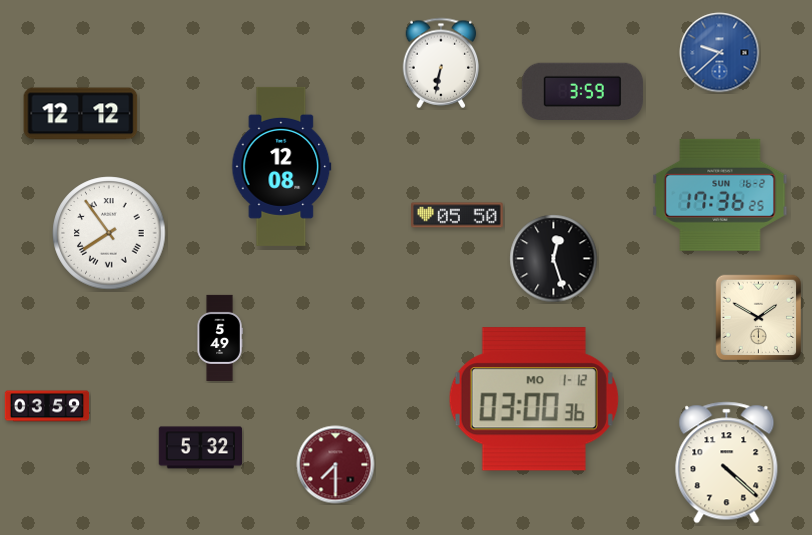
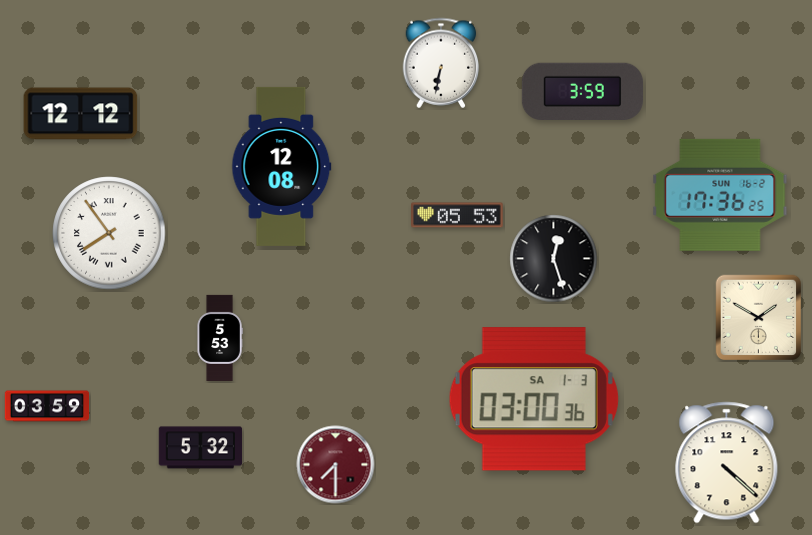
clock at (720, 53): 9:38 -> none
clock at (458, 215): 05:50 -> 05:53
clock at (220, 338): 5:49 -> 5:53
clock at (534, 399) date: MO 1-12 -> SA 1-3
